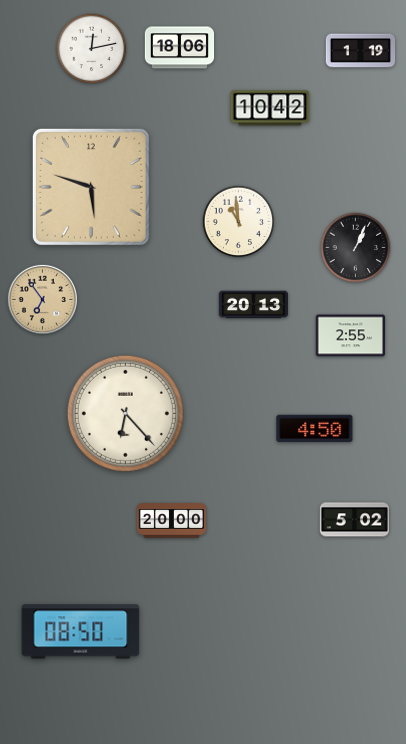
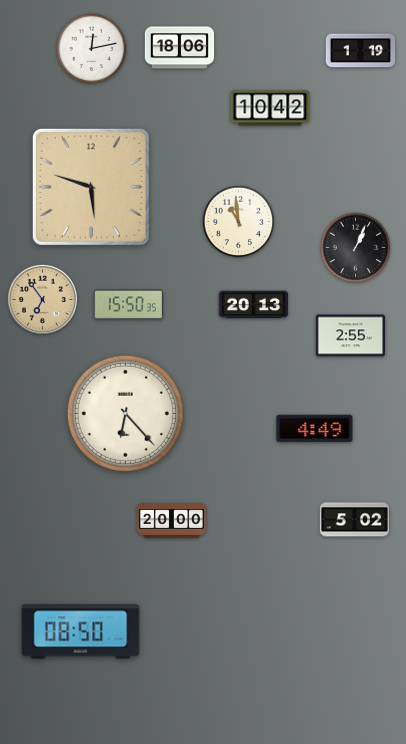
clock at (128, 305): none -> 15:50
clock at (315, 429): 4:50 -> 4:49
